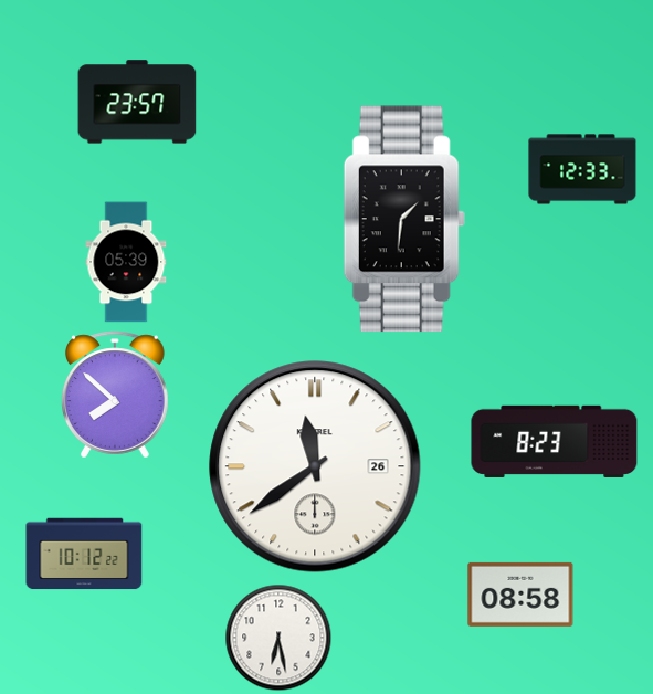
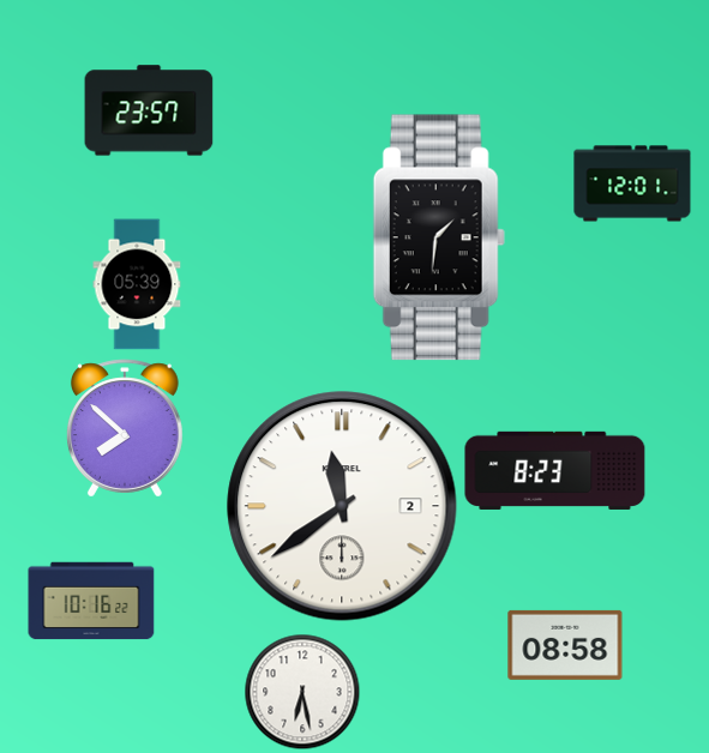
clock at (582, 169): 12:33 -> 12:01
clock at (555, 441) position: (555, 441) -> (555, 470)
clock at (315, 466) date: 26 -> 2
clock at (84, 554): 10:12 -> 10:16
